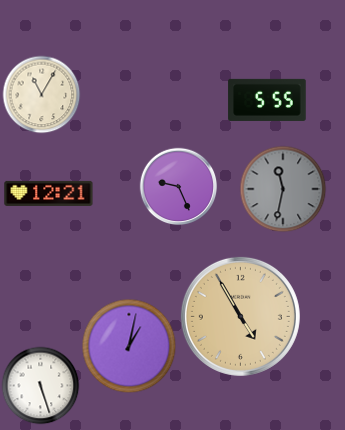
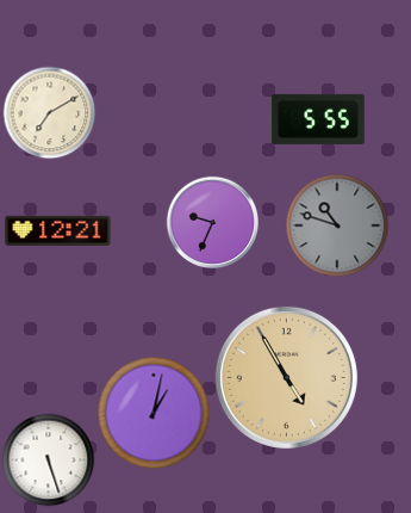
clock at (41, 94): 11:05 -> 7:10
clock at (178, 186): 9:26 -> 9:34
clock at (283, 189): 11:32 -> 10:48
